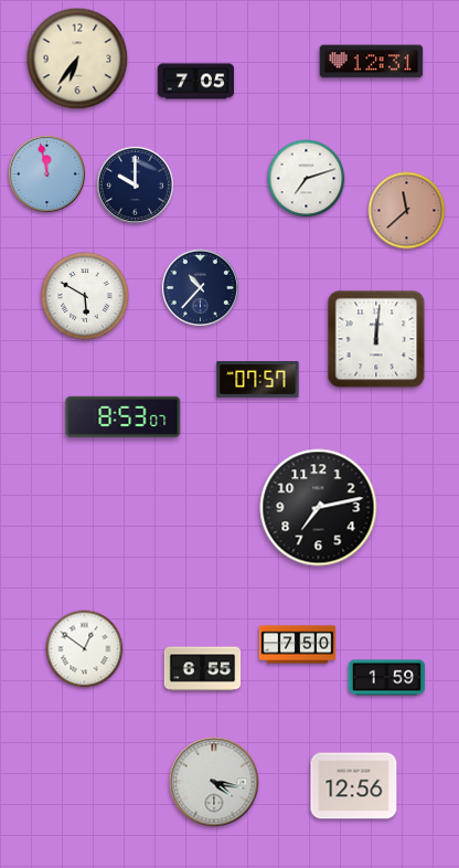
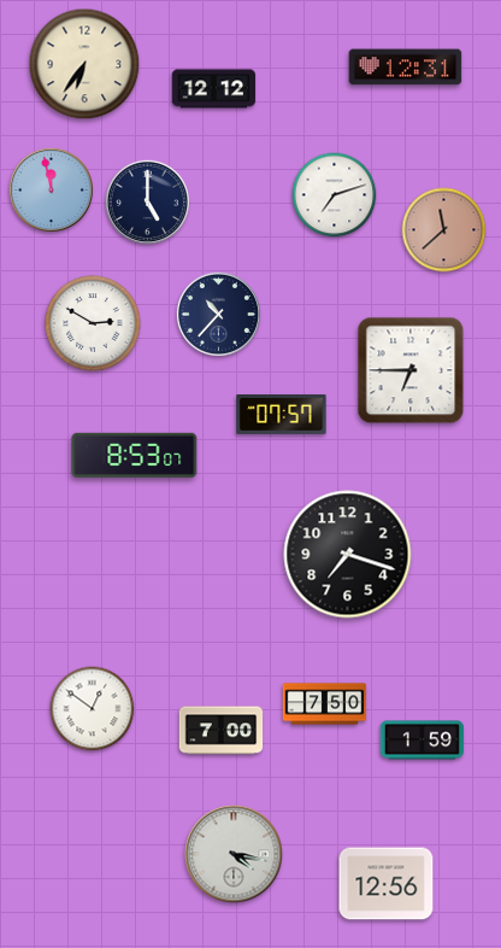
clock at (196, 82): 7:05 -> 12:12
clock at (135, 184): 10:00 -> 5:00
clock at (85, 296): 5:50 -> 2:50
clock at (376, 339): 12:01 -> 6:45
clock at (319, 508): 7:13 -> 7:18
clock at (203, 669): 6:55 -> 7:00
clock at (354, 786) position: (354, 786) -> (387, 884)
